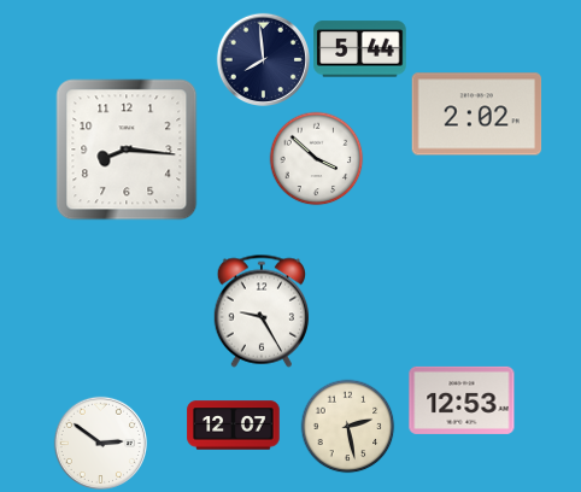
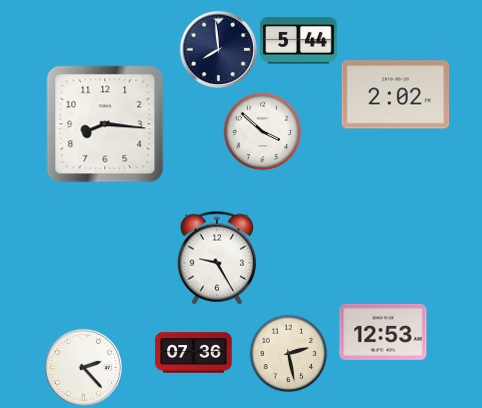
clock at (234, 426): 12:07 -> 07:36
clock at (100, 443): 2:51 -> 2:23
